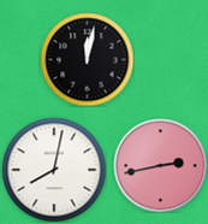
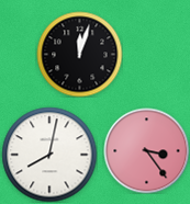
clock at (87, 59): 12:02 -> 12:03
clock at (160, 165): 2:43 -> 3:24
